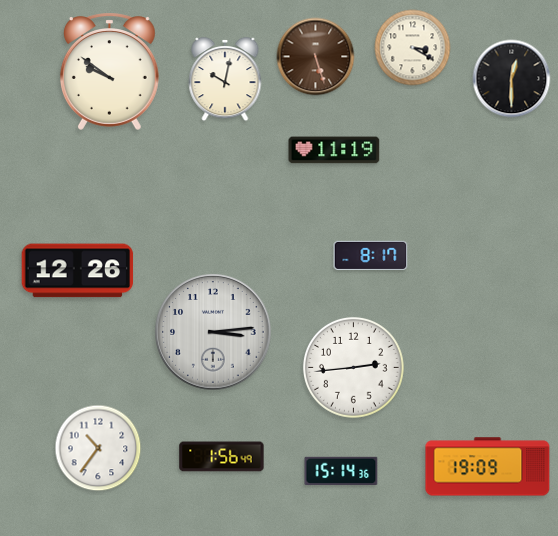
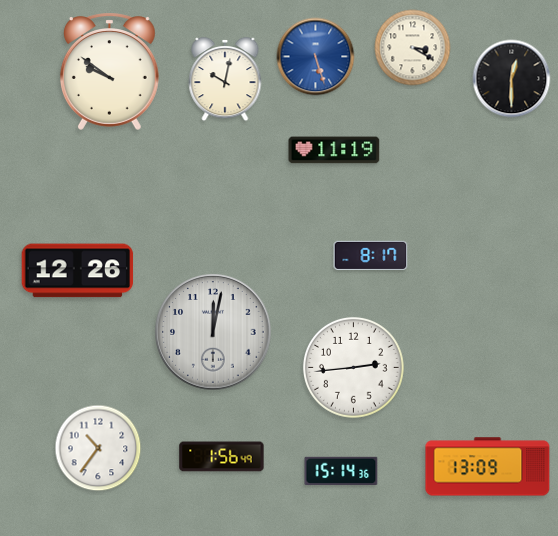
clock at (316, 57) dial: brown -> blue
clock at (213, 332): 3:14 -> 12:02
clock at (488, 467): 19:09 -> 13:09
